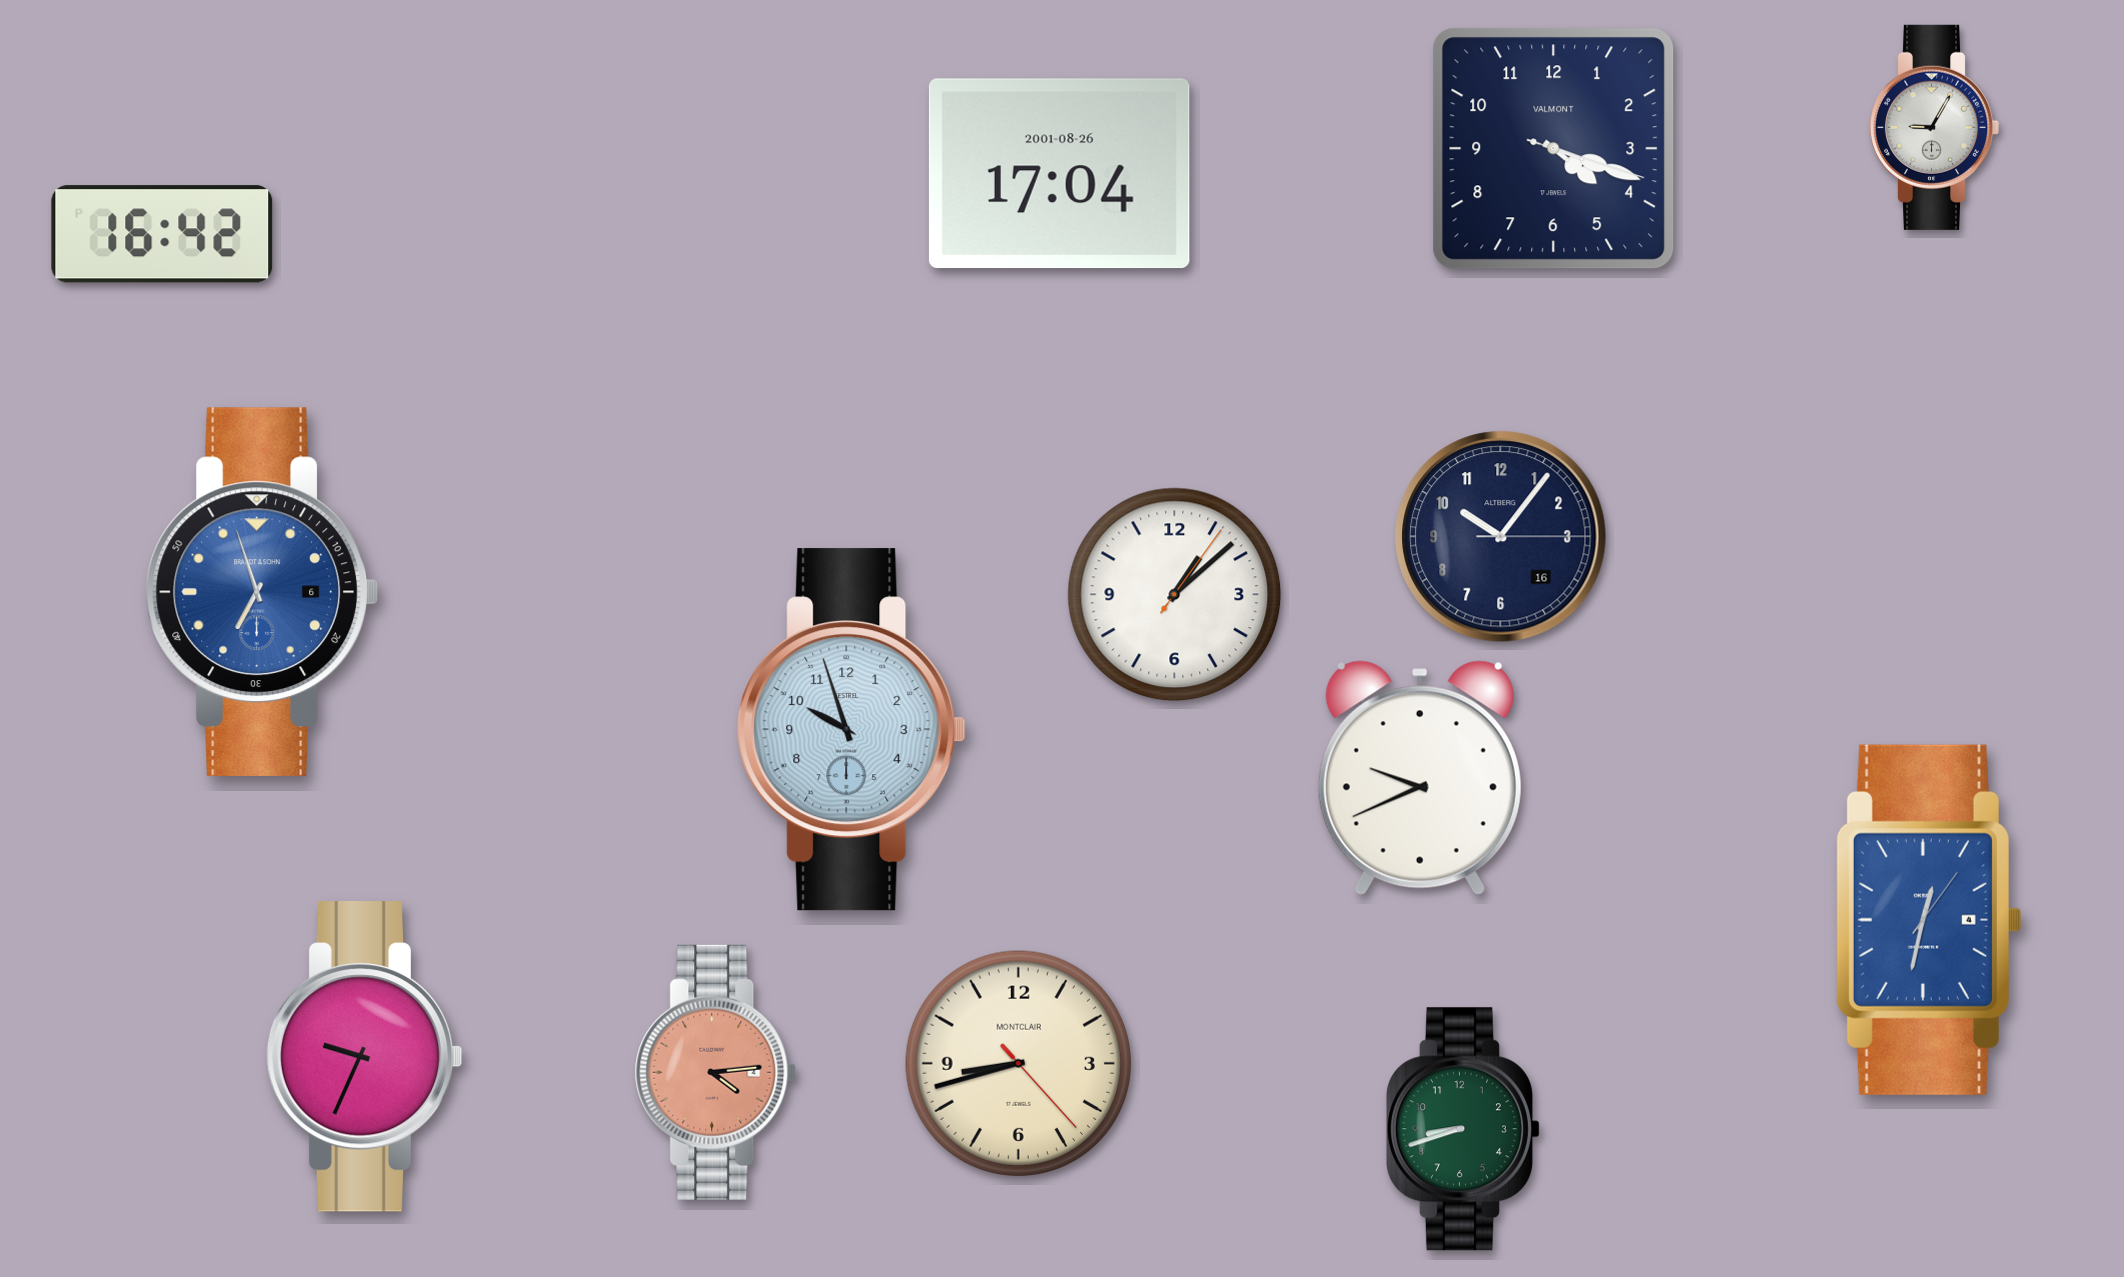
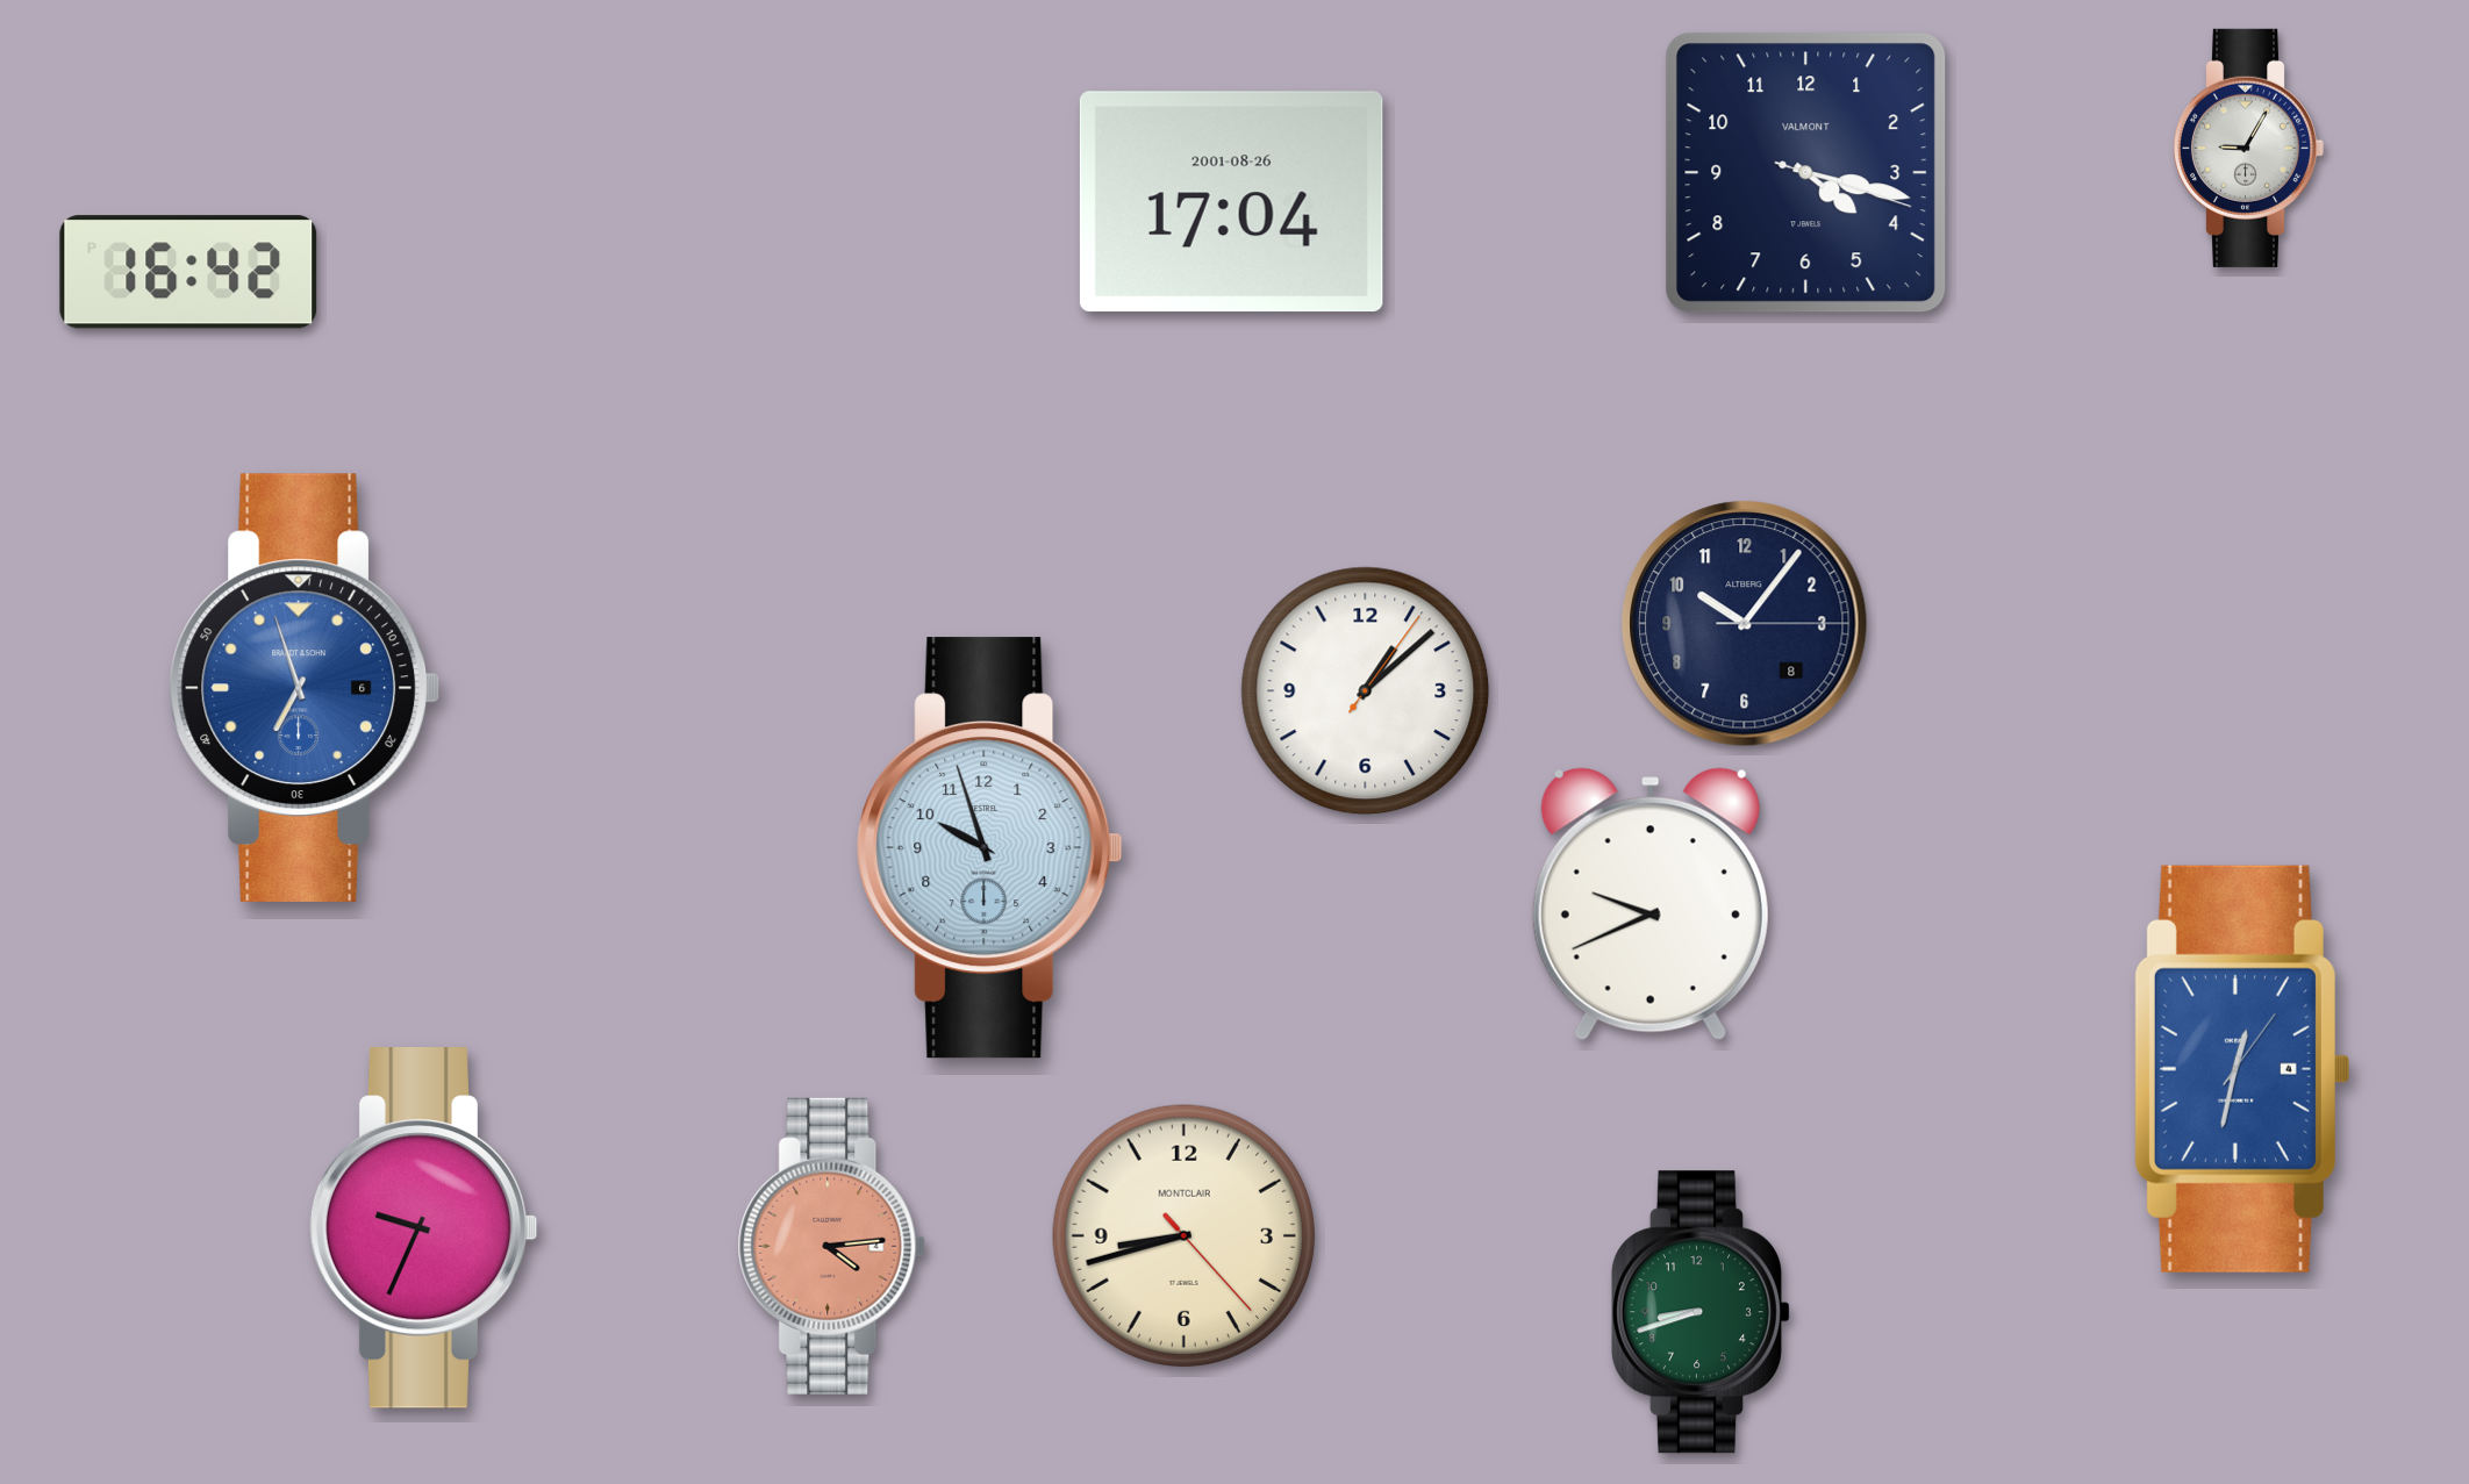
clock at (1554, 149): 4:18 -> 4:17
clock at (1501, 537) date: 16 -> 8
